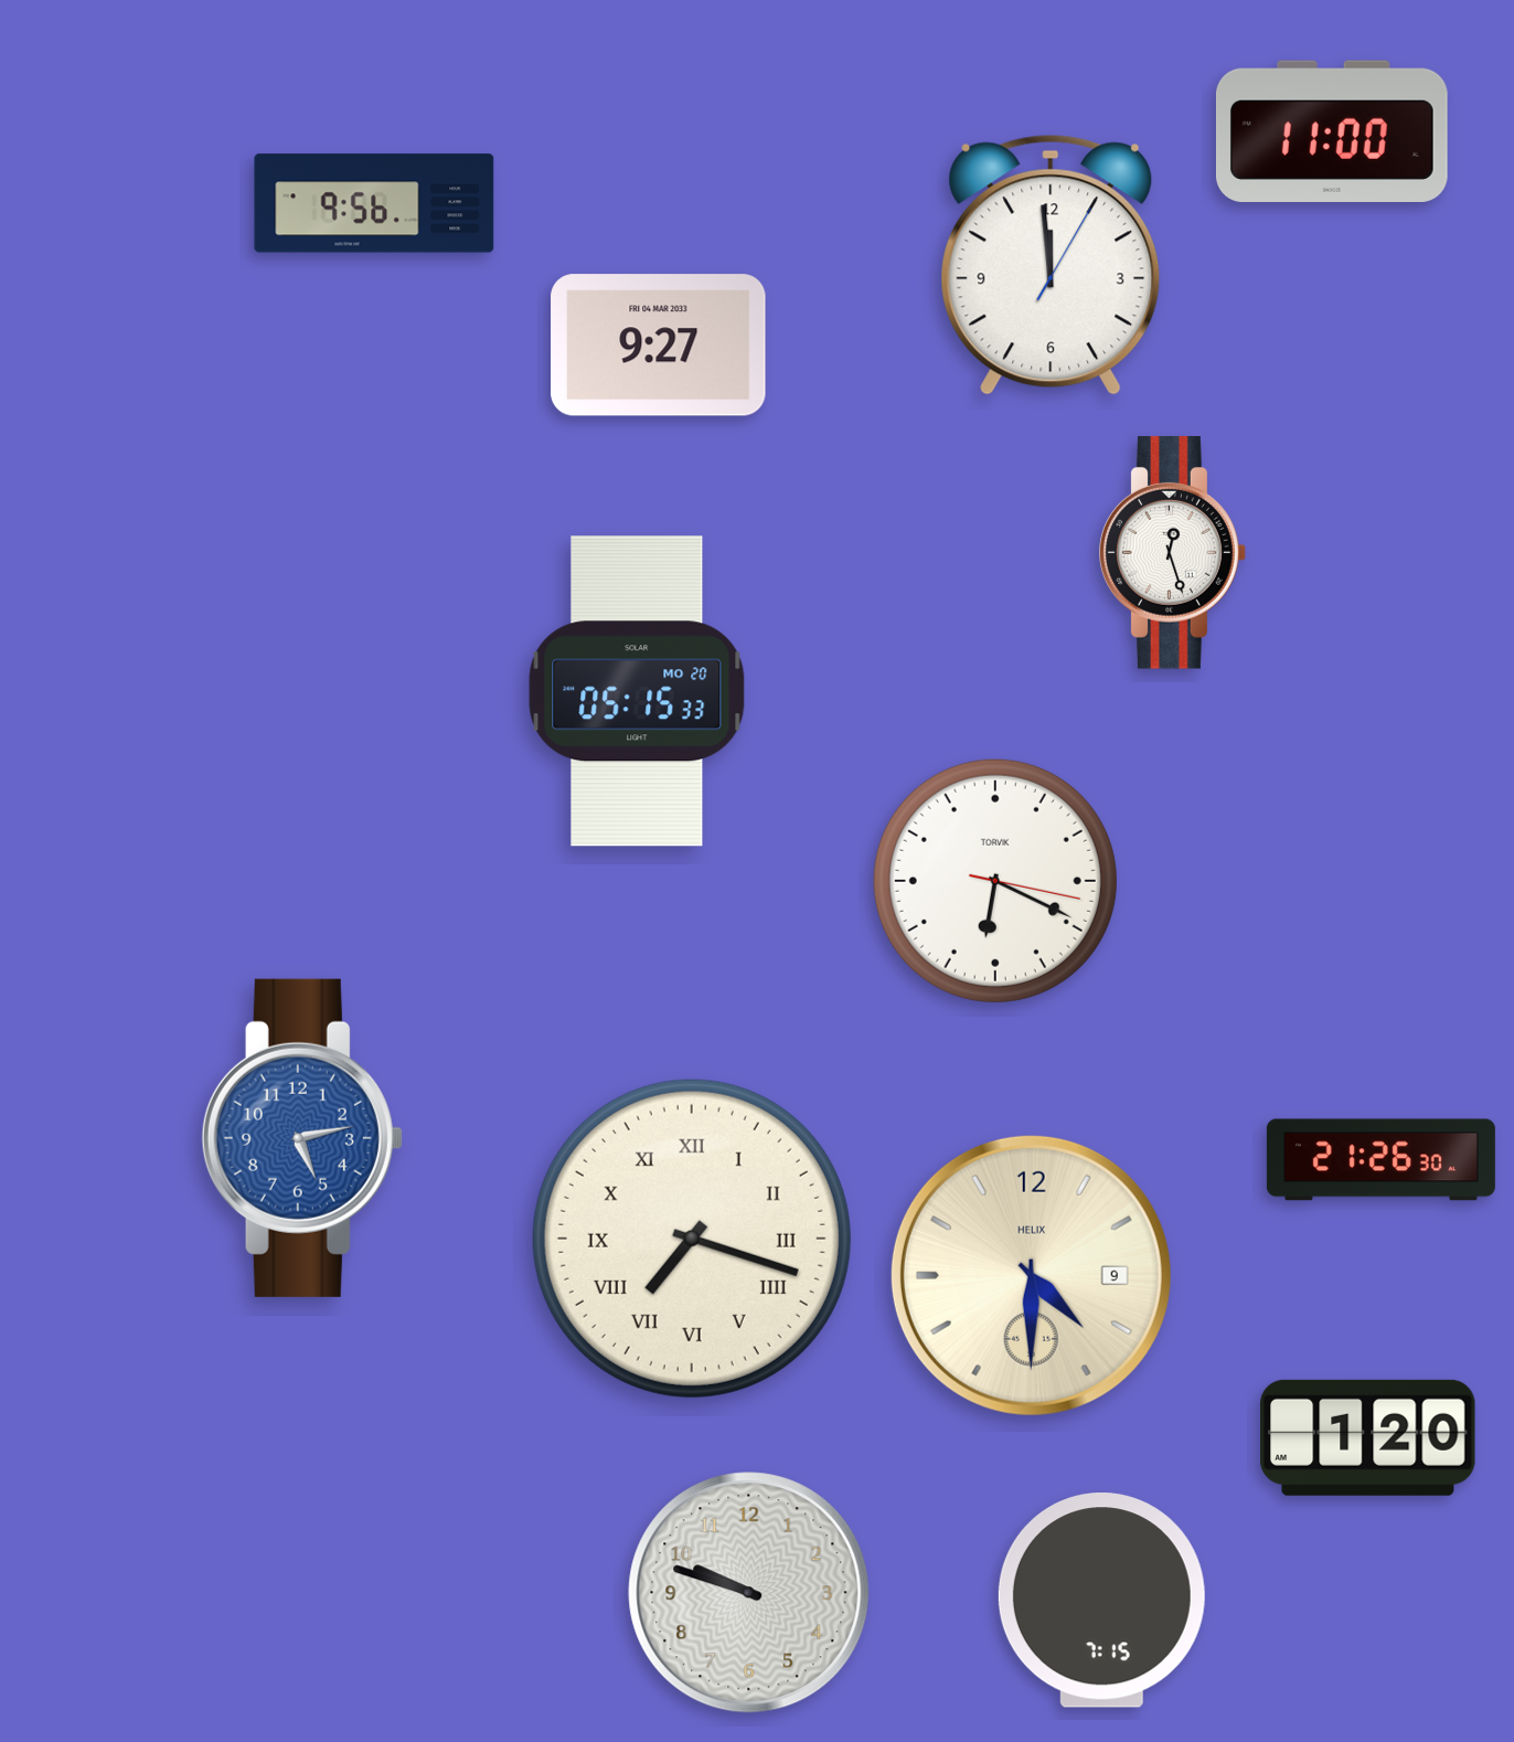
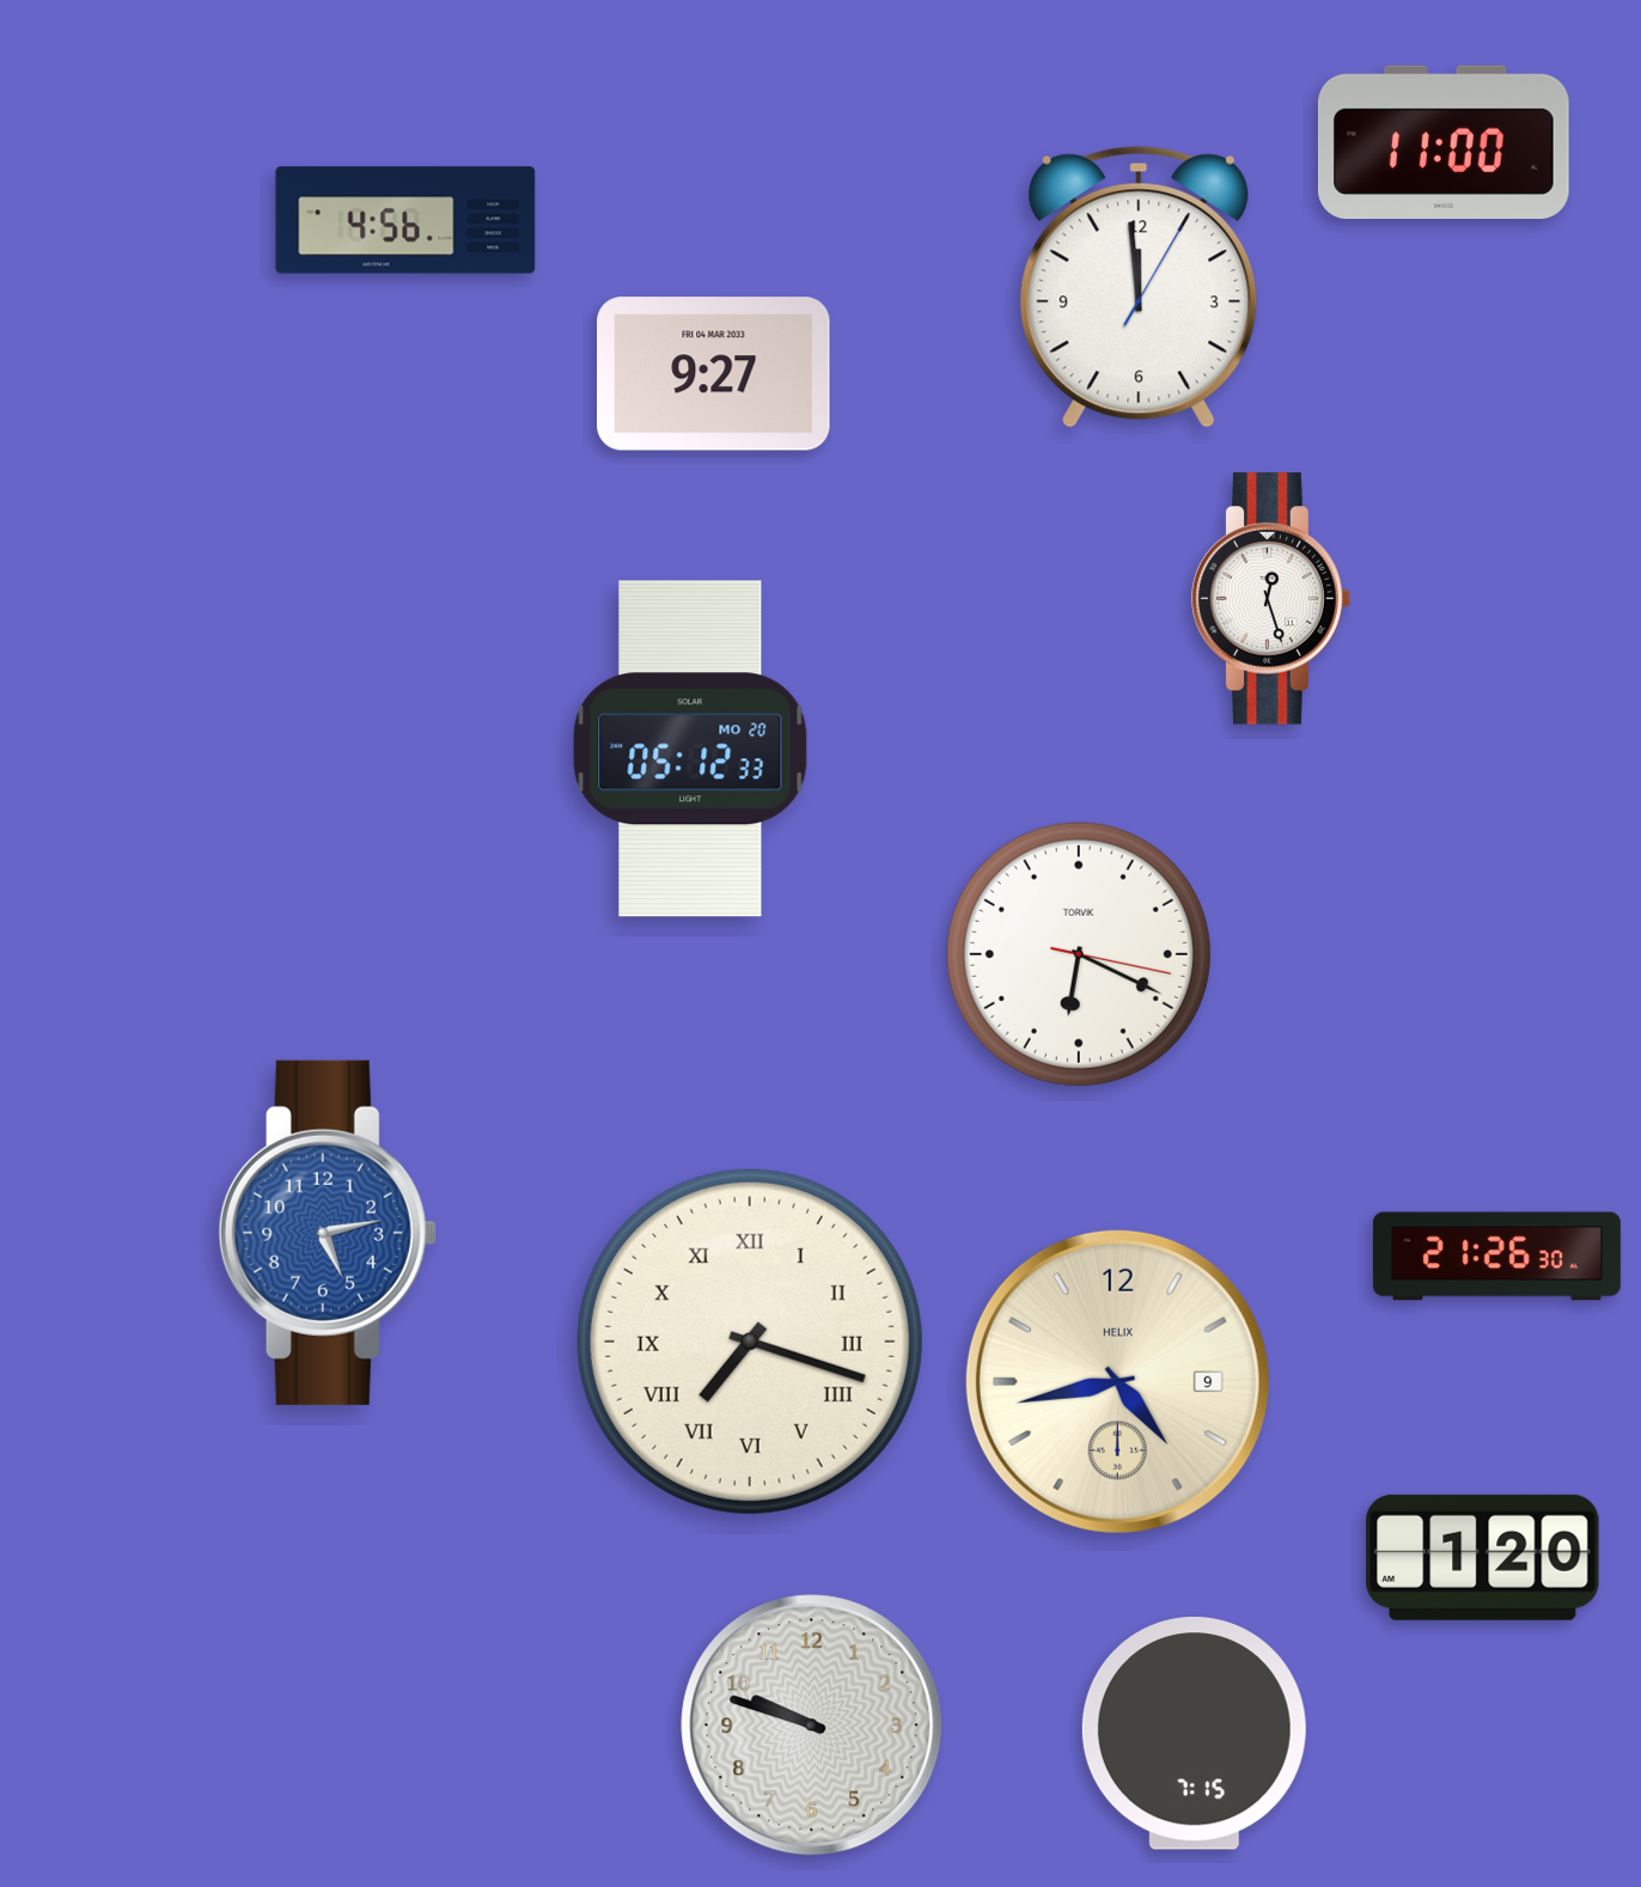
clock at (374, 203): 9:56 -> 4:56
clock at (637, 691): 05:15 -> 05:12
clock at (1031, 1275): 4:30 -> 4:43
